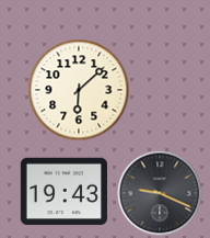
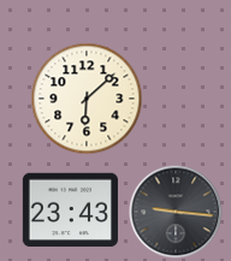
clock at (63, 192): 19:43 -> 23:43
clock at (160, 193): 9:19 -> 9:16
